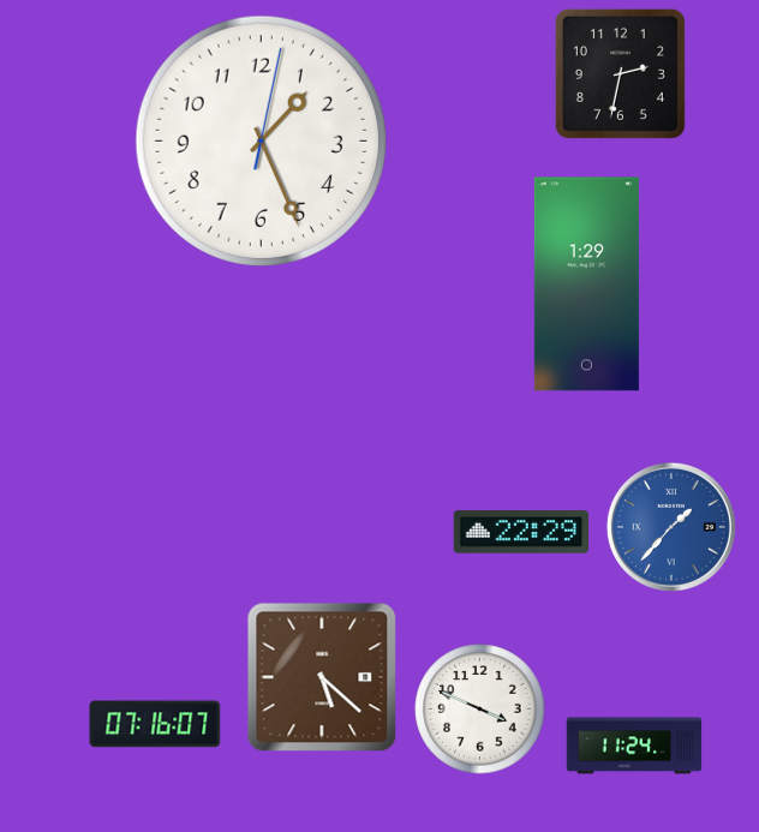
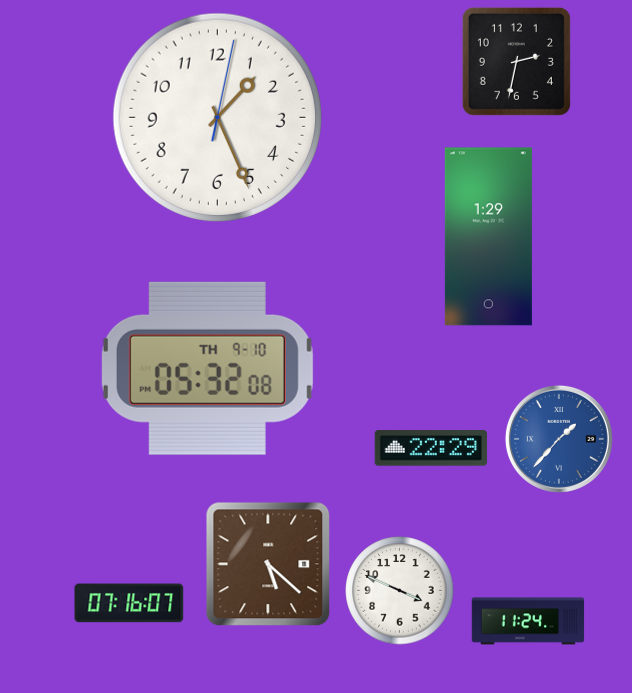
clock at (207, 368): none -> 05:32
clock at (520, 532) position: (520, 532) -> (430, 448)
